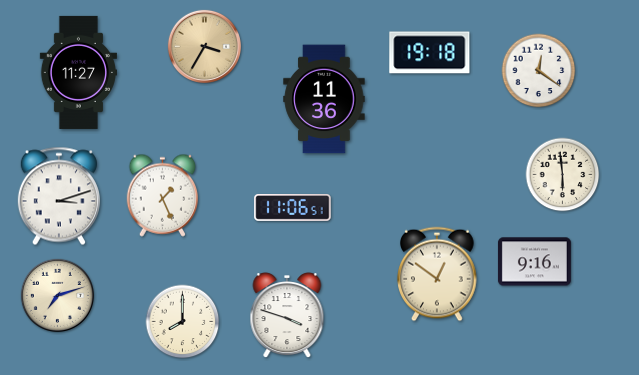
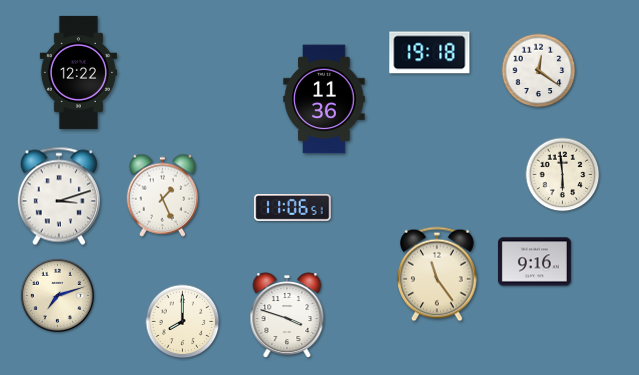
clock at (204, 46): 3:35 -> none
clock at (78, 72): 11:27 -> 12:22
clock at (437, 274): 12:51 -> 11:24
